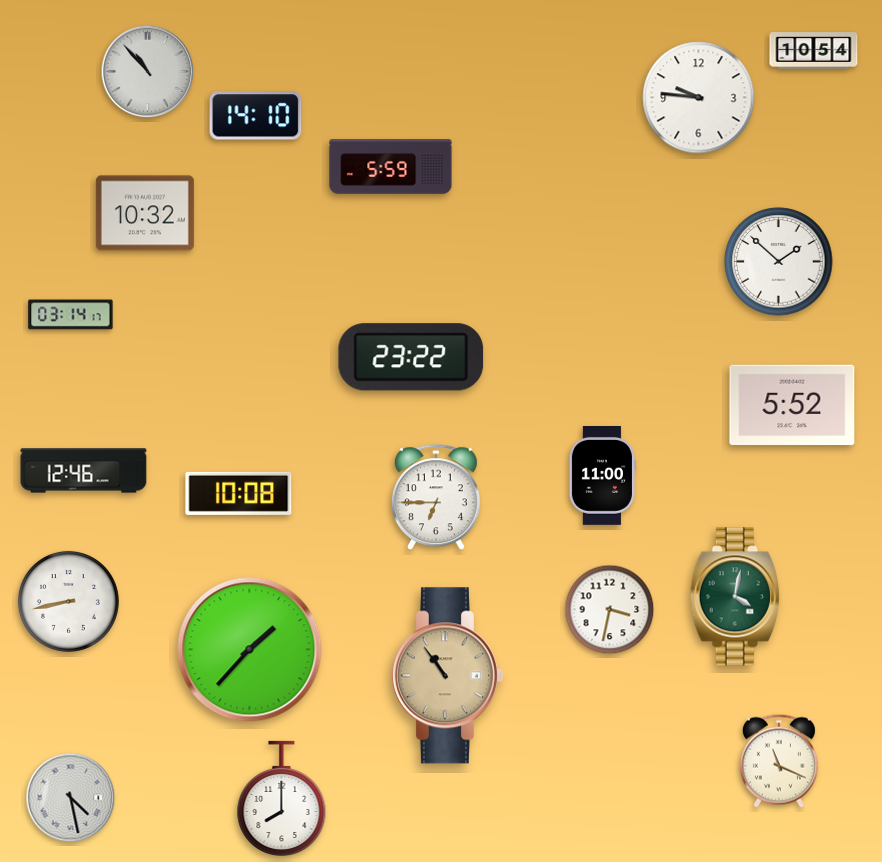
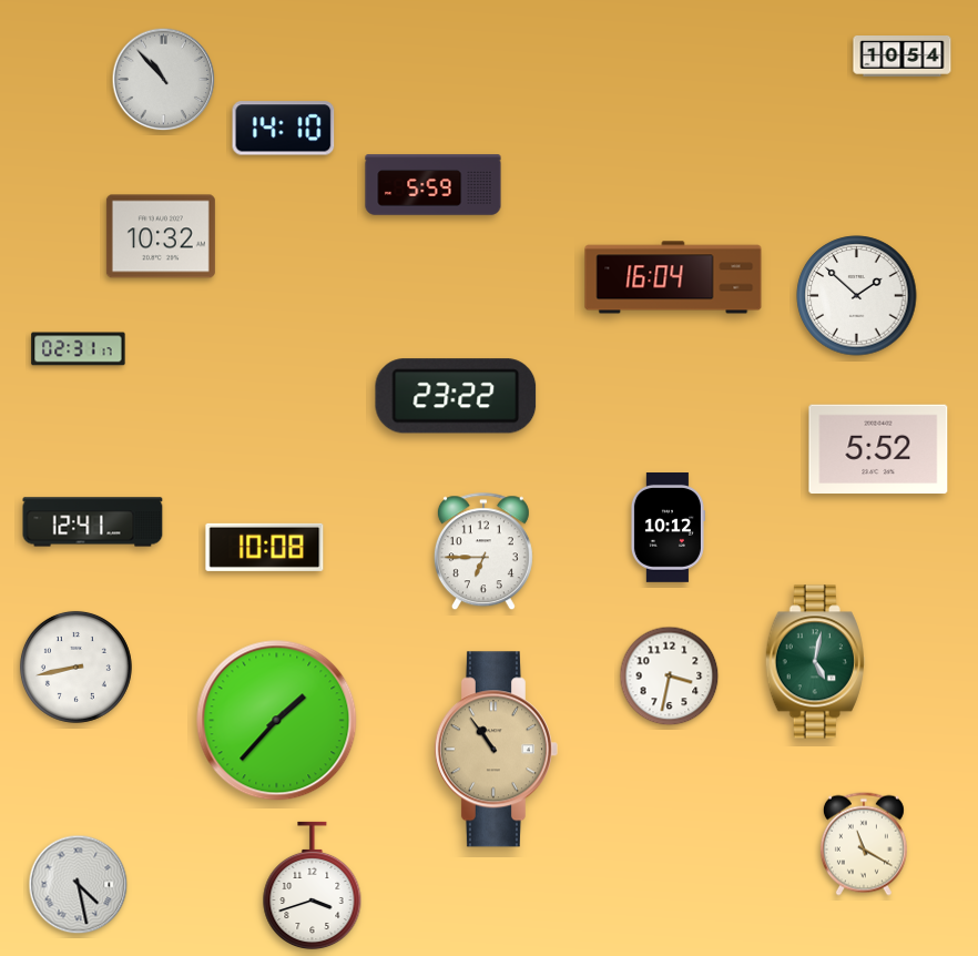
clock at (699, 98): 9:46 -> none
clock at (673, 277): none -> 16:04
clock at (779, 262) position: (779, 262) -> (857, 296)
clock at (71, 315): 03:14 -> 02:31
clock at (84, 471): 12:46 -> 12:41
clock at (602, 476): 11:00 -> 10:12
clock at (735, 597): 4:02 -> 5:02
clock at (610, 610) position: (610, 610) -> (670, 677)
clock at (779, 761): 11:19 -> 11:20
clock at (282, 799): 8:00 -> 3:42
